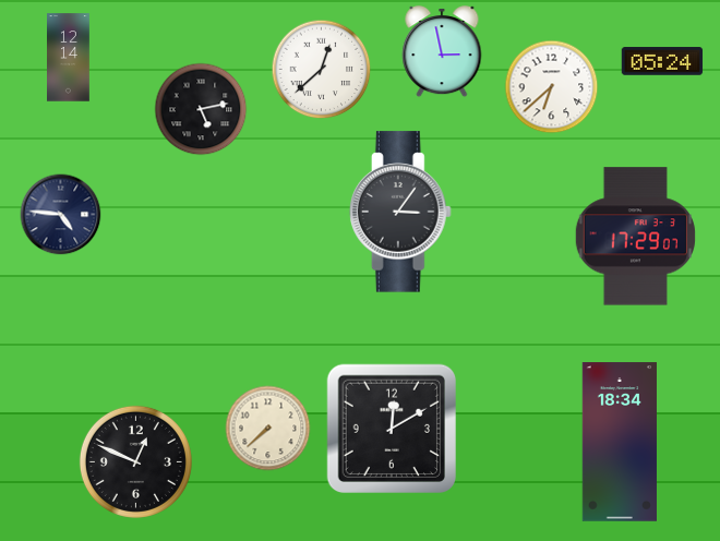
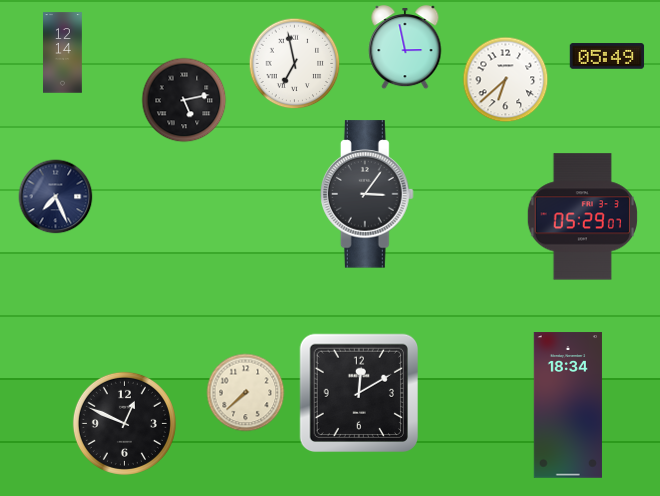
clock at (662, 61): 05:24 -> 05:49
clock at (322, 70): 12:38 -> 6:58
clock at (61, 215): 4:46 -> 7:26
clock at (635, 237): 17:29 -> 05:29
